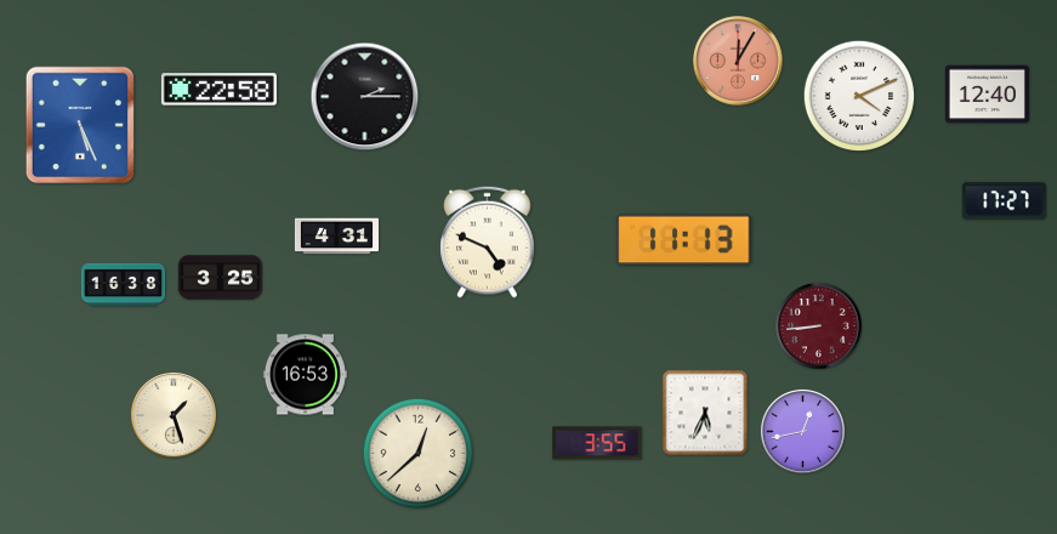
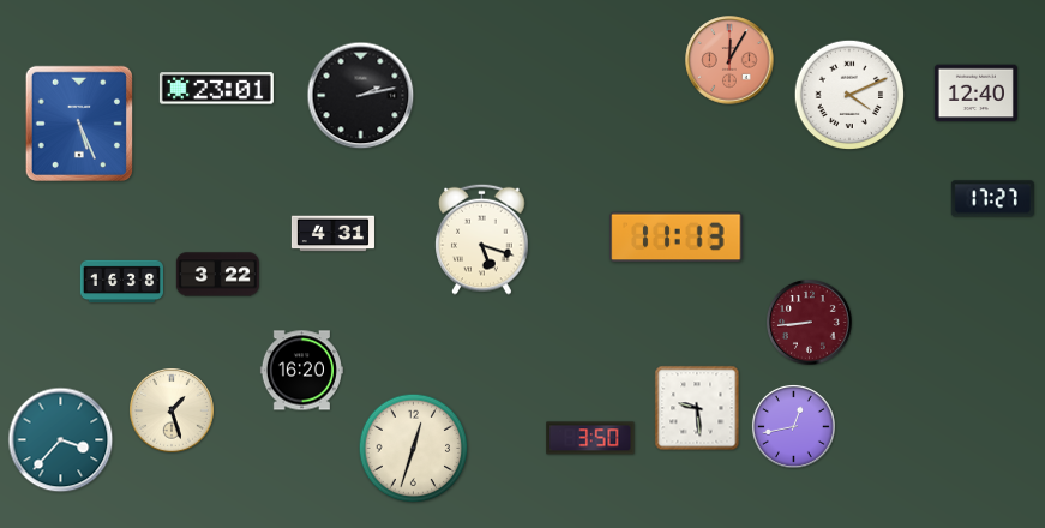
clock at (218, 90): 22:58 -> 23:01
clock at (365, 97): 2:15 -> 2:13
clock at (488, 242): 4:49 -> 5:18
clock at (220, 278): 3:25 -> 3:22
clock at (305, 375): 16:53 -> 16:20
clock at (705, 413): 5:34 -> 9:29
clock at (597, 443): 3:55 -> 3:50
clock at (61, 440): none -> 3:37
clock at (419, 454): 12:38 -> 12:33
